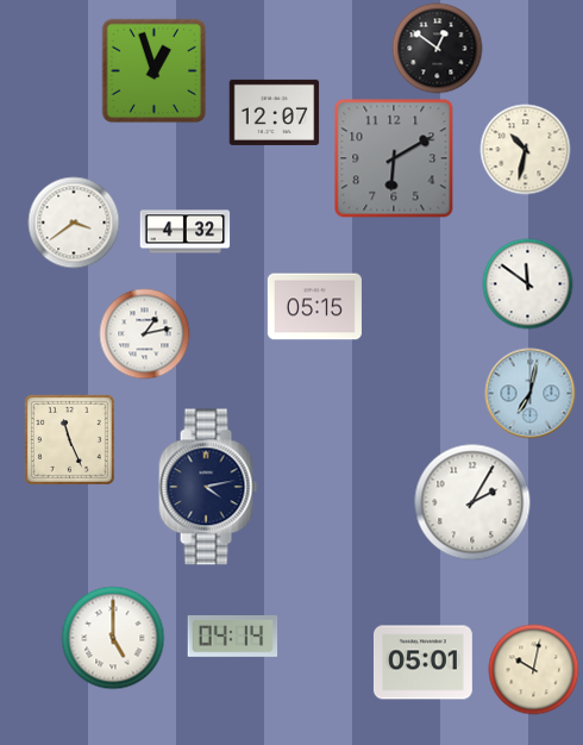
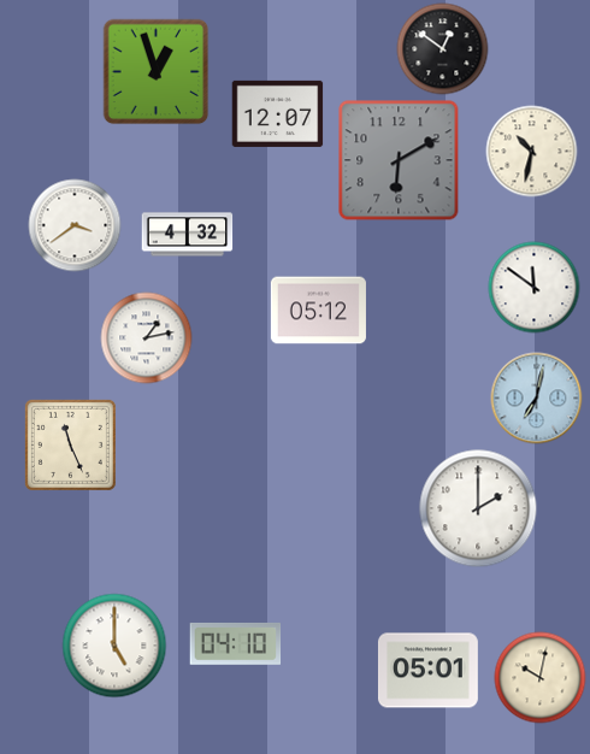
clock at (314, 307): 05:15 -> 05:12
clock at (208, 487): 4:13 -> none
clock at (472, 502): 2:05 -> 2:00
clock at (233, 636): 04:14 -> 04:10
